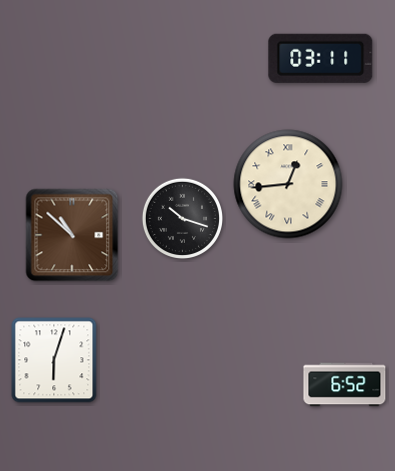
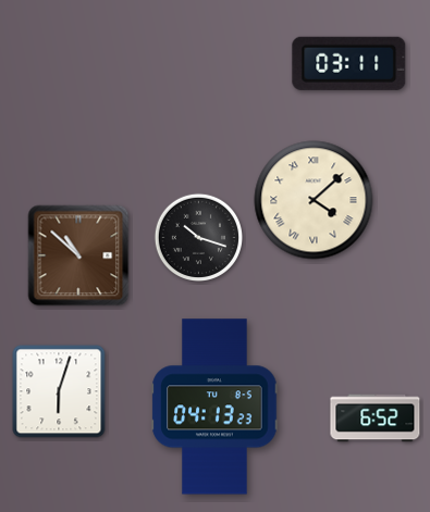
clock at (288, 184): 12:44 -> 4:08
clock at (214, 407): none -> 04:13
